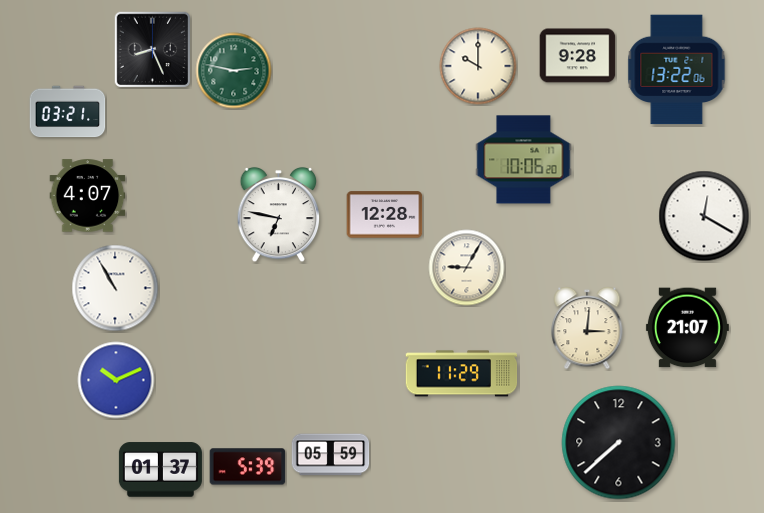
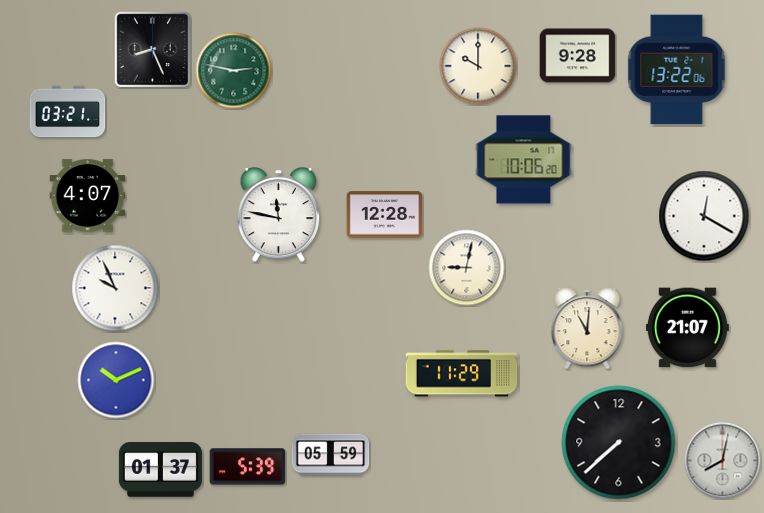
clock at (279, 215): 6:47 -> 11:47
clock at (467, 268): 9:05 -> 9:02
clock at (115, 288): 10:55 -> 9:56
clock at (587, 328): 3:01 -> 11:01
clock at (723, 461): none -> 8:02
